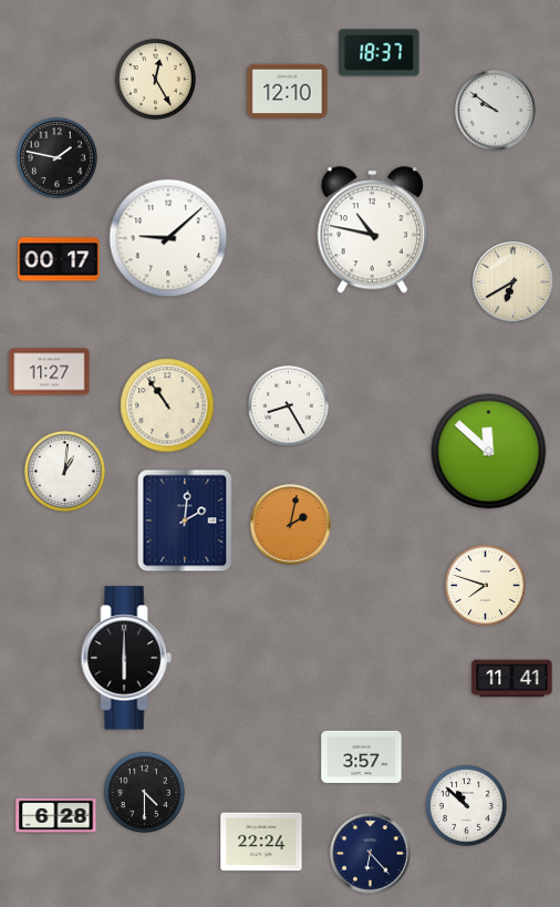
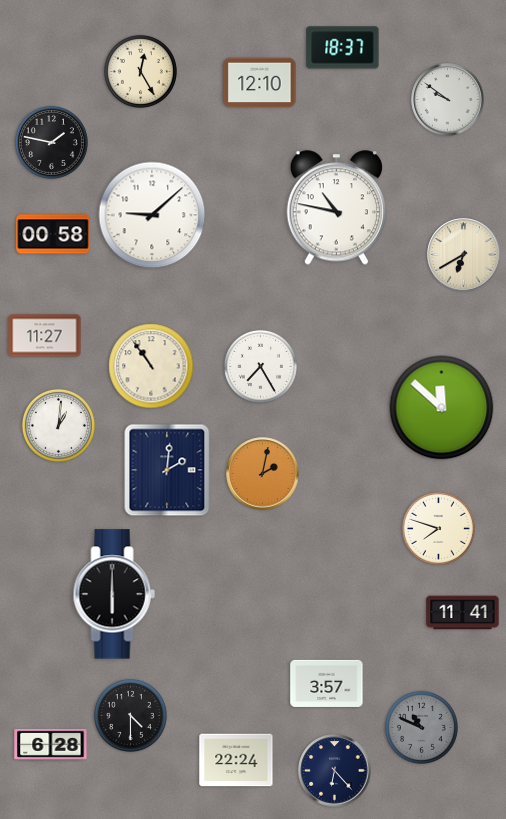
clock at (59, 259): 00:17 -> 00:58
clock at (288, 405): 8:25 -> 7:25
clock at (466, 805): 10:52 -> 10:49
clock at (466, 805) dial: white -> grey
clock at (56, 815) position: (56, 815) -> (51, 744)
